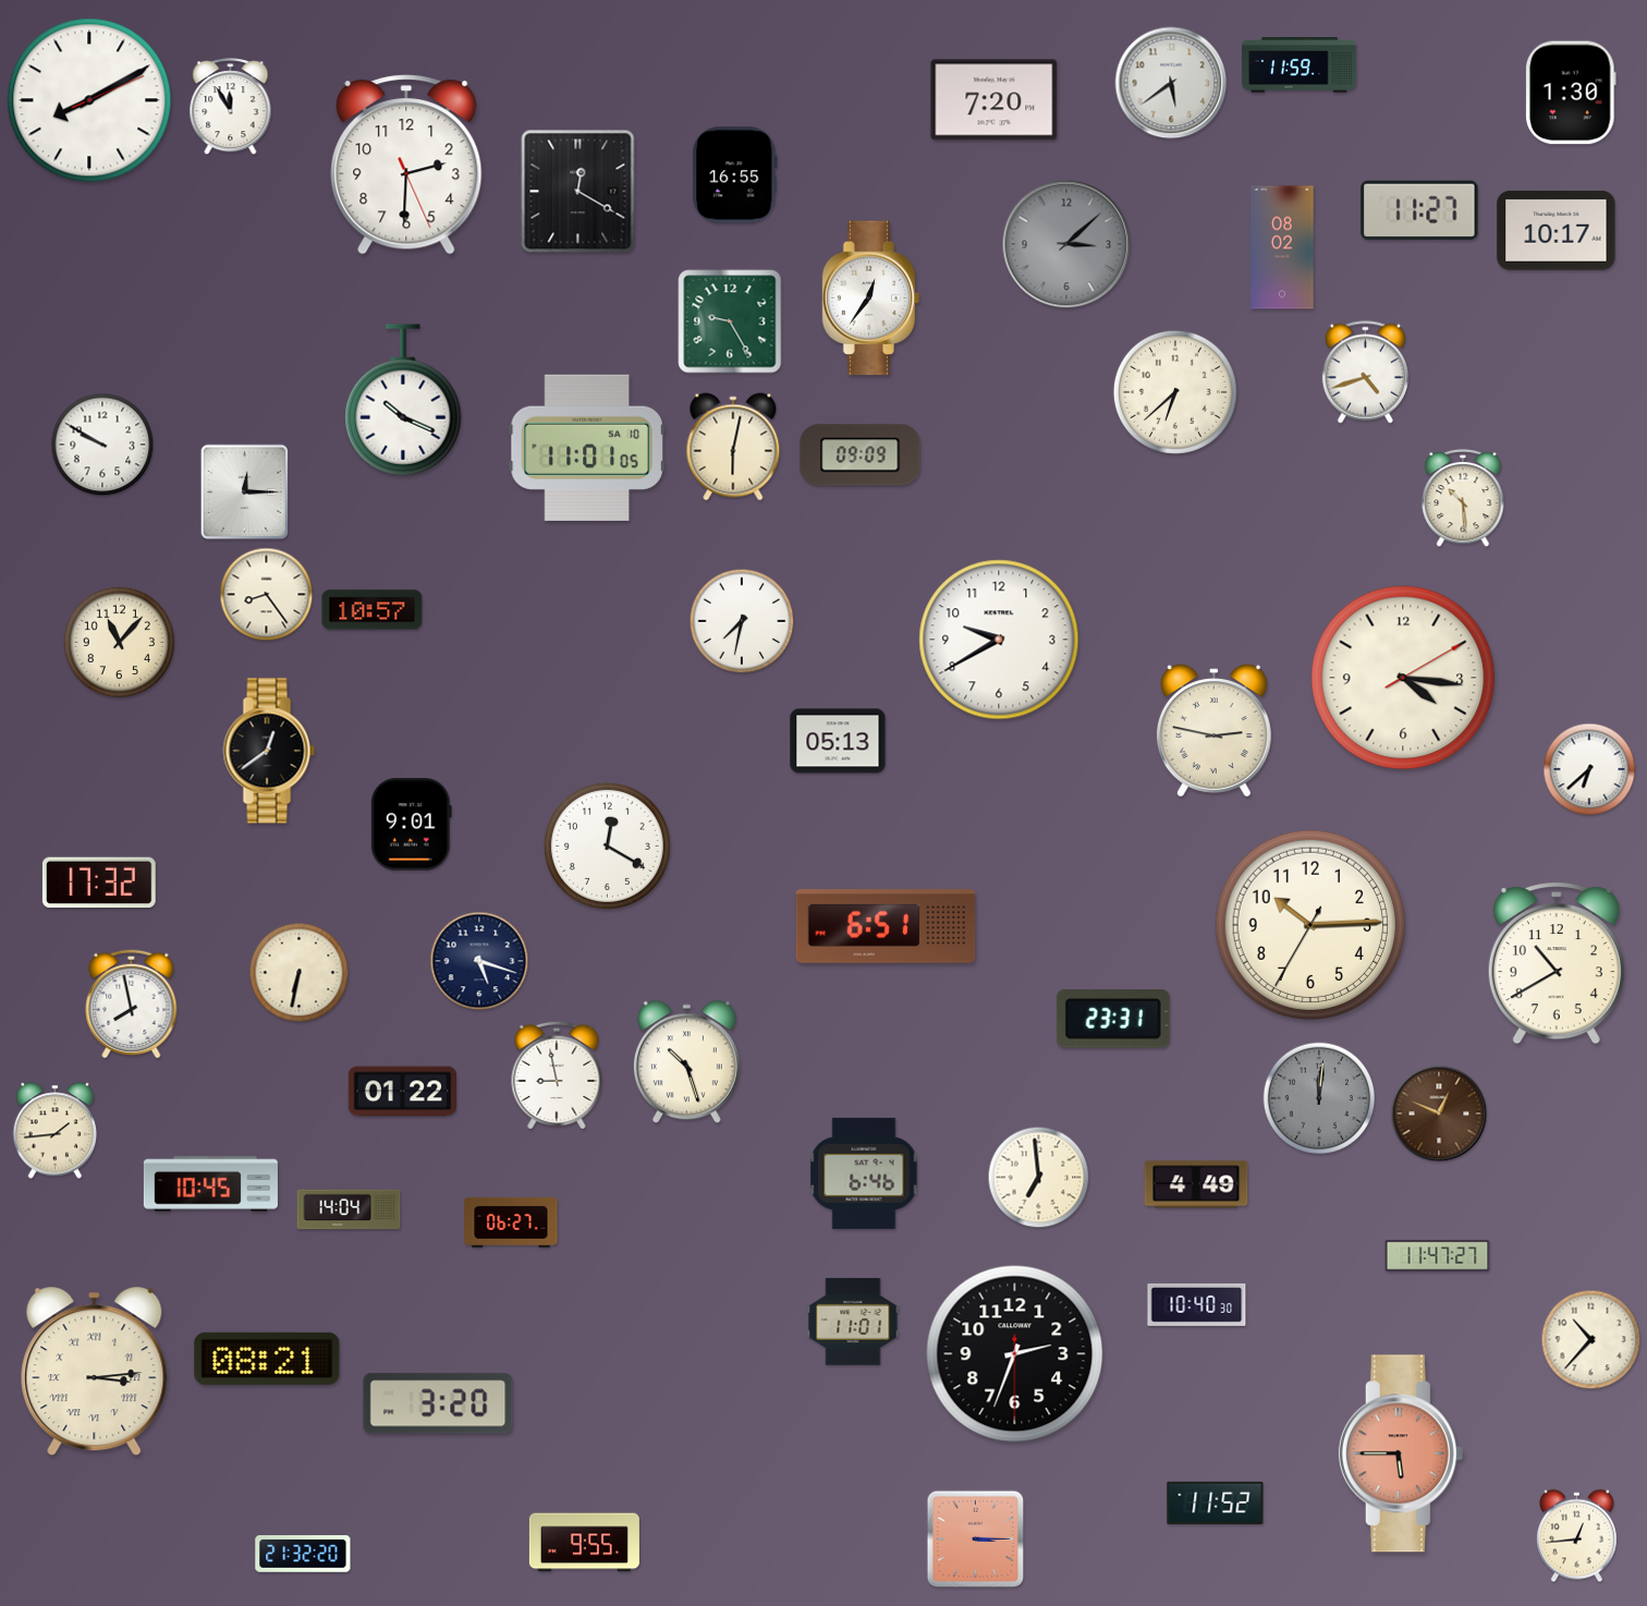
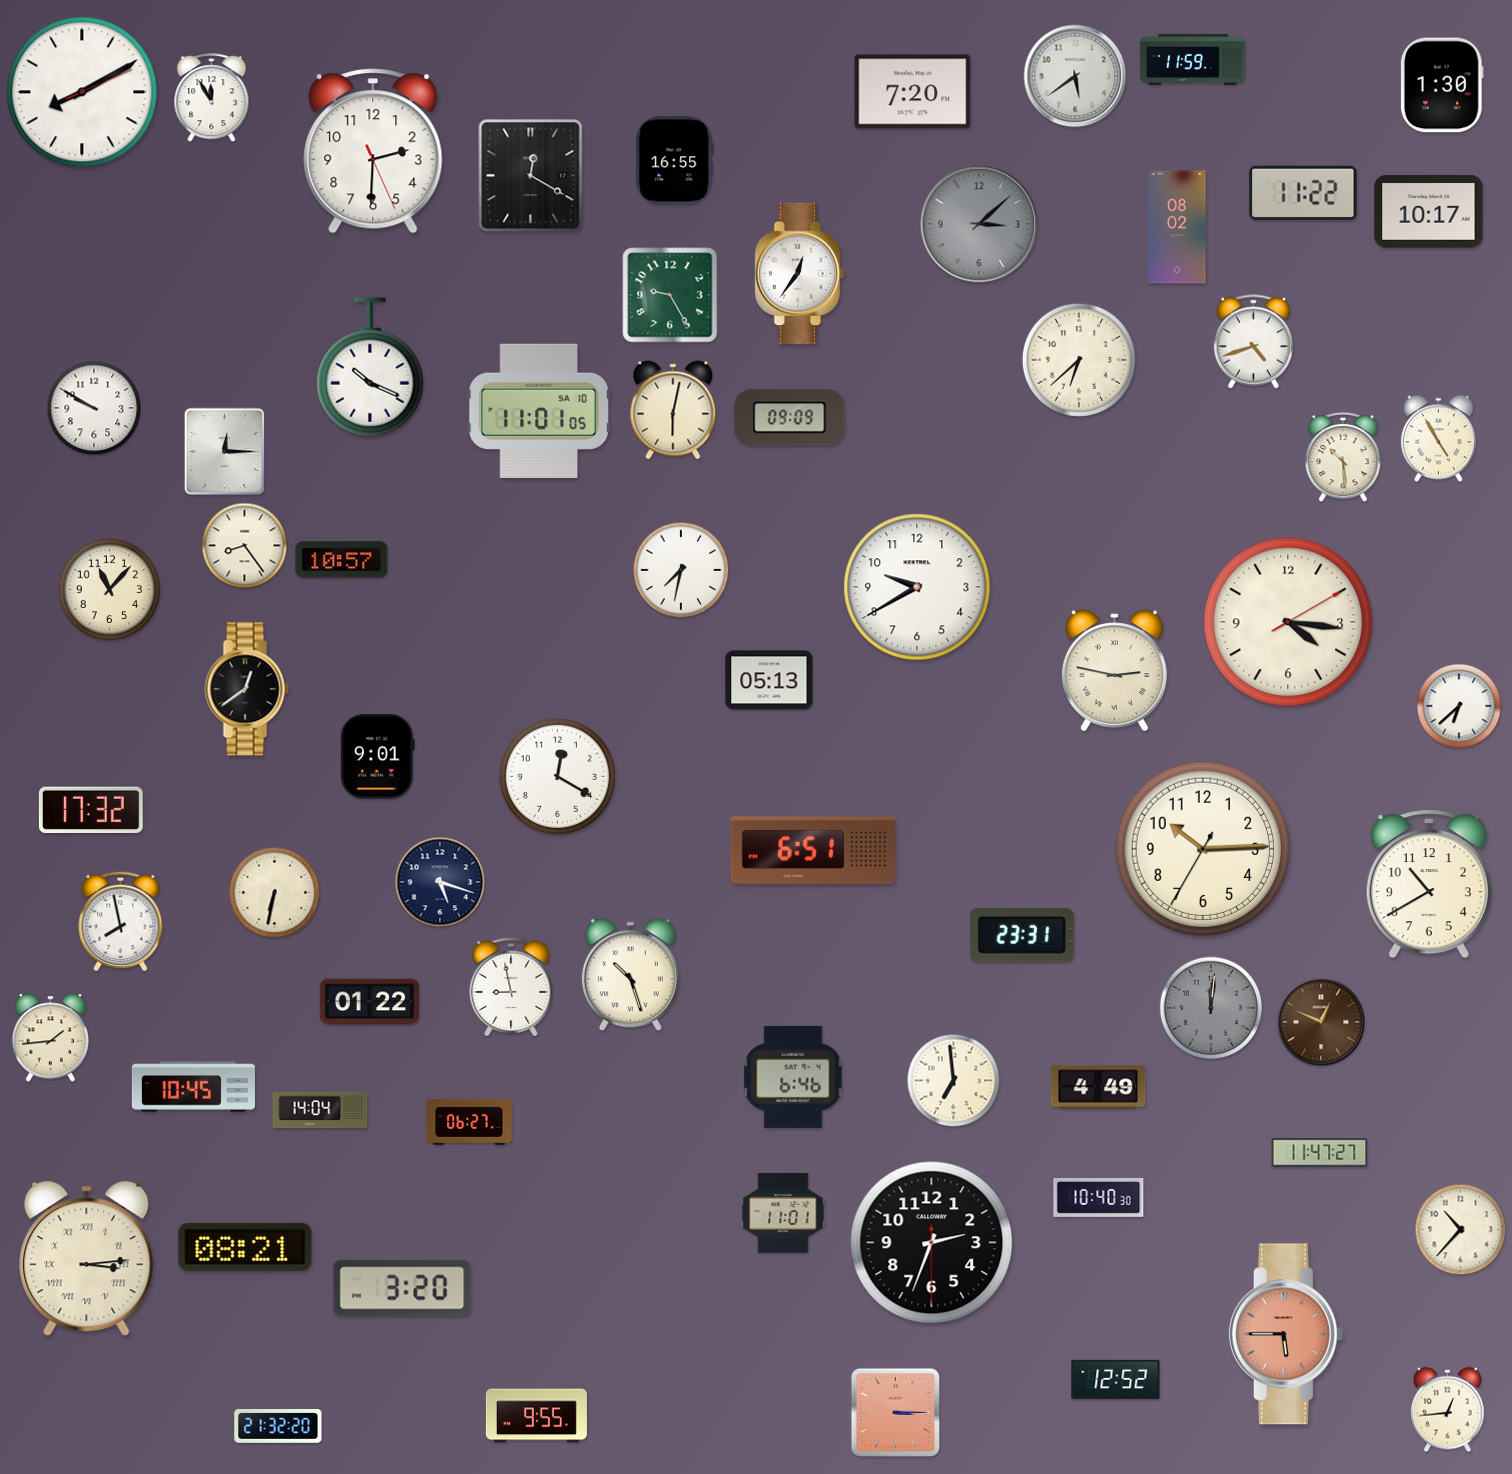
clock at (1419, 210): 11:27 -> 11:22
clock at (1438, 439): none -> 4:55
clock at (1216, 1502): 11:52 -> 12:52
